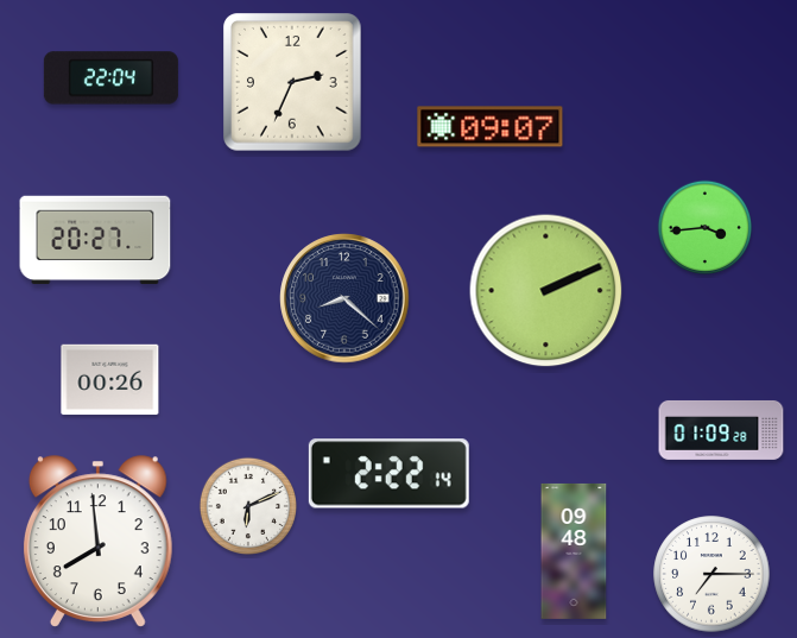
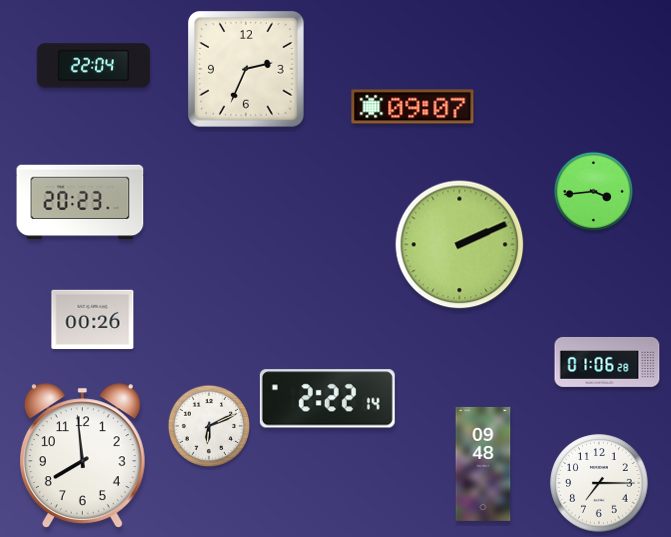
clock at (95, 240): 20:27 -> 20:23
clock at (344, 298): 8:22 -> none
clock at (721, 430): 01:09 -> 01:06
